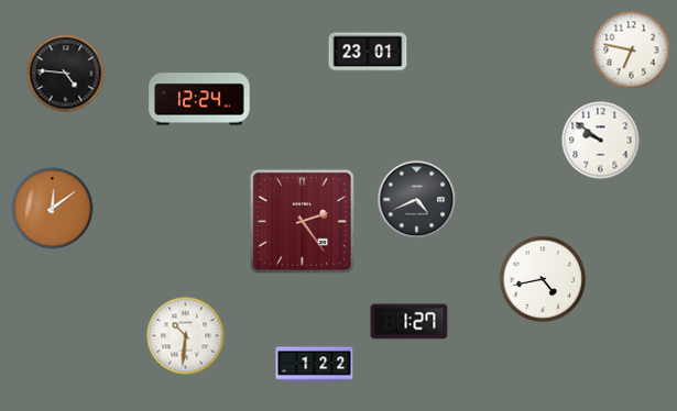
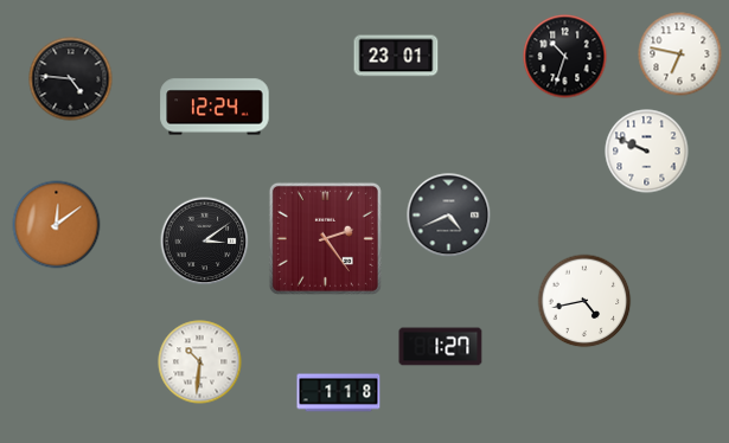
clock at (565, 57): none -> 10:33
clock at (601, 141): 9:51 -> 9:49
clock at (205, 242): none -> 3:09
clock at (315, 365): 1:22 -> 1:18
